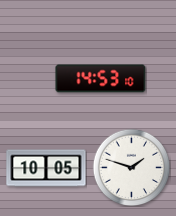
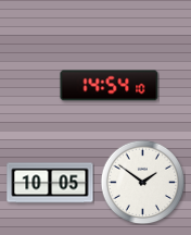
clock at (101, 79): 14:53 -> 14:54
clock at (131, 167): 1:48 -> 1:51
